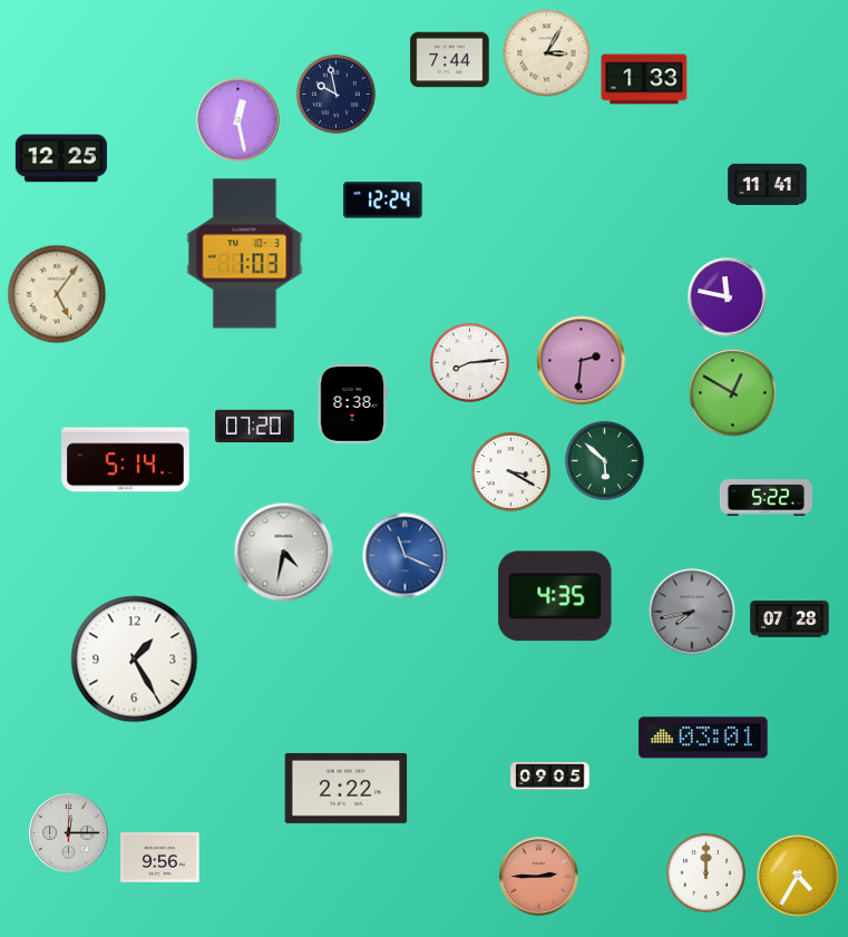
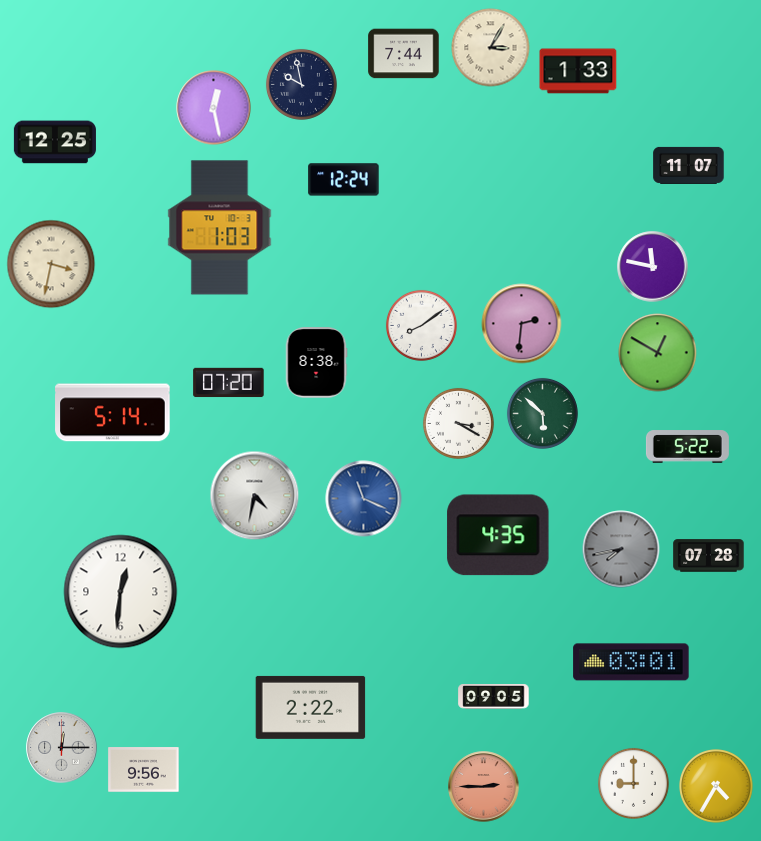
clock at (768, 184): 11:41 -> 11:07
clock at (57, 294): 5:06 -> 3:32
clock at (469, 362): 8:14 -> 8:09
clock at (135, 660): 1:25 -> 12:31
clock at (705, 872): 12:00 -> 9:00
